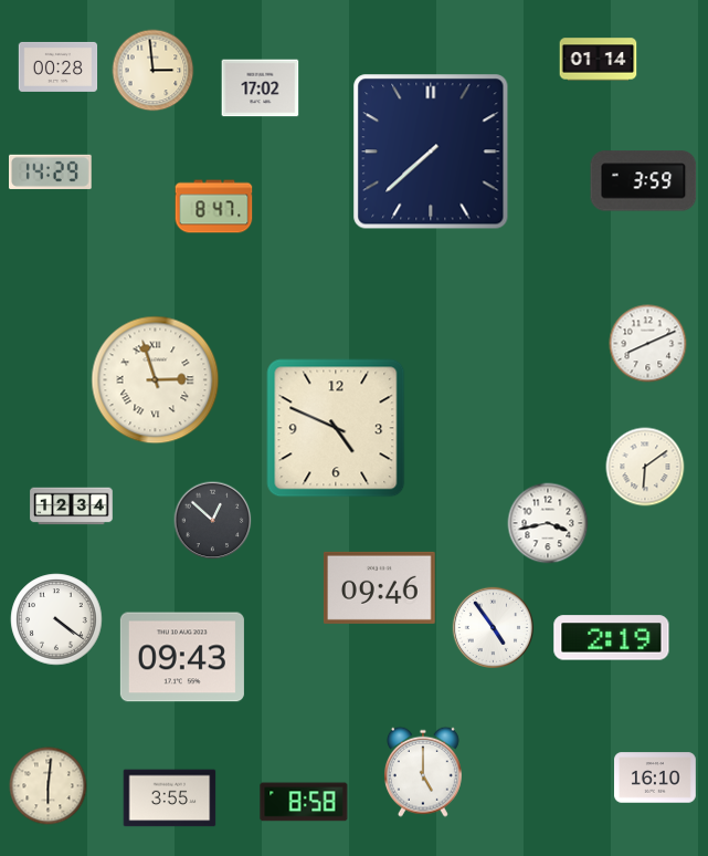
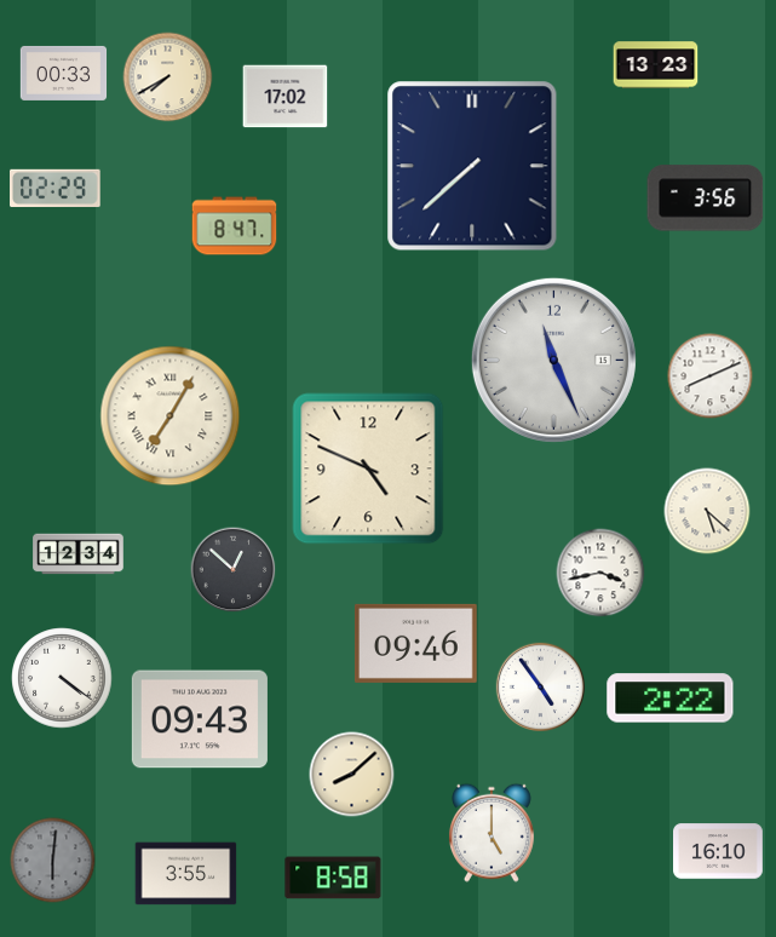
clock at (599, 60): 01:14 -> 13:23
clock at (59, 66): 00:28 -> 00:33
clock at (154, 71): 2:59 -> 7:40
clock at (51, 171): 14:29 -> 02:29
clock at (644, 181): 3:59 -> 3:56
clock at (553, 360): none -> 11:26
clock at (156, 380): 2:57 -> 7:05
clock at (645, 467): 6:09 -> 5:22
clock at (612, 638): 2:19 -> 2:22
clock at (352, 775): none -> 8:08
clock at (423, 772) position: (423, 772) -> (492, 833)
clock at (49, 786) dial: cream -> grey
